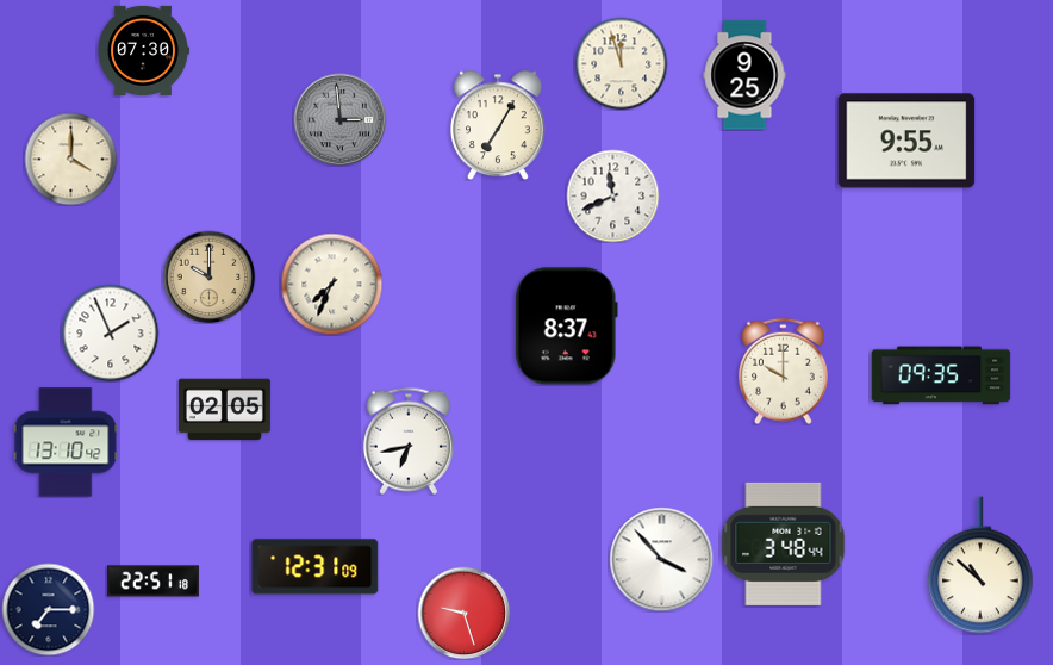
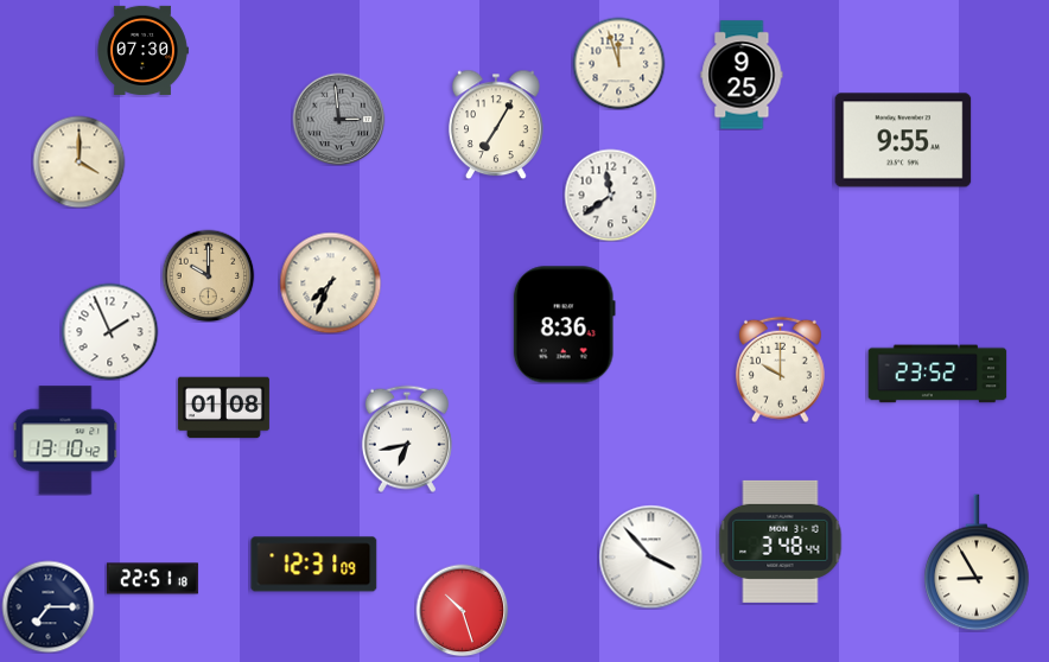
clock at (70, 159) position: (70, 159) -> (78, 161)
clock at (612, 195): 11:41 -> 11:39
clock at (566, 327): 8:37 -> 8:36
clock at (941, 375): 09:35 -> 23:52
clock at (224, 410): 02:05 -> 01:08
clock at (661, 559) position: (661, 559) -> (650, 556)
clock at (980, 565): 10:52 -> 8:55
clock at (463, 613): 9:27 -> 10:27
